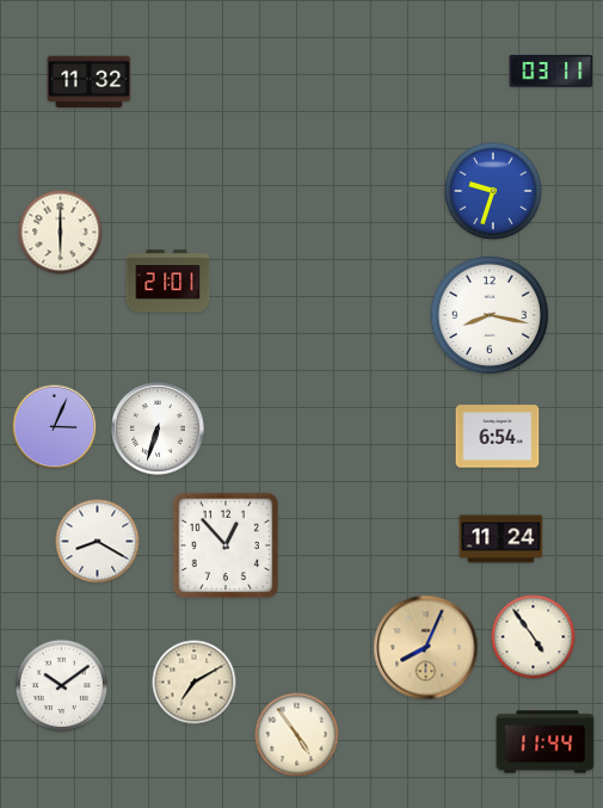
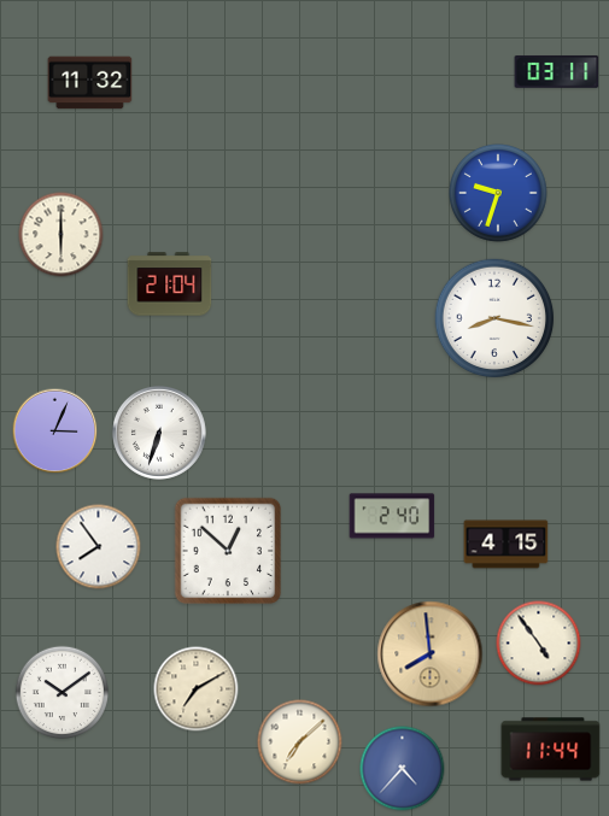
clock at (168, 282): 21:01 -> 21:04
clock at (498, 437): 6:54 -> none
clock at (392, 516): none -> 2:40
clock at (502, 539): 11:24 -> 4:15
clock at (98, 542): 8:20 -> 7:54
clock at (226, 545): 12:53 -> 12:52
clock at (426, 648): 8:04 -> 7:59
clock at (297, 735): 4:54 -> 7:08
clock at (403, 769): none -> 4:37
